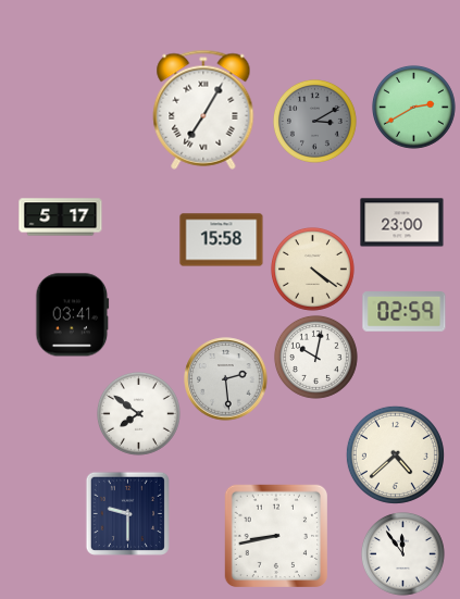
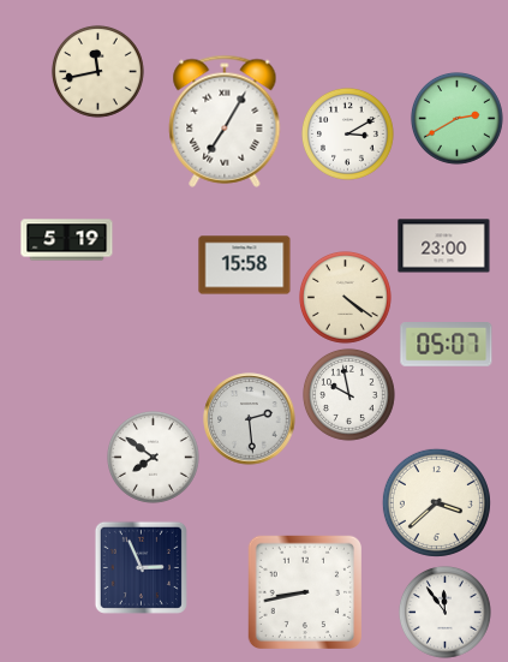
clock at (97, 71): none -> 11:43
clock at (314, 121) dial: grey -> white
clock at (61, 217): 5:17 -> 5:19
clock at (405, 312): 02:59 -> 05:07
clock at (73, 315): 03:41 -> none
clock at (315, 357): 10:02 -> 9:58
clock at (395, 454): 4:38 -> 3:38
clock at (127, 513): 9:30 -> 2:56
